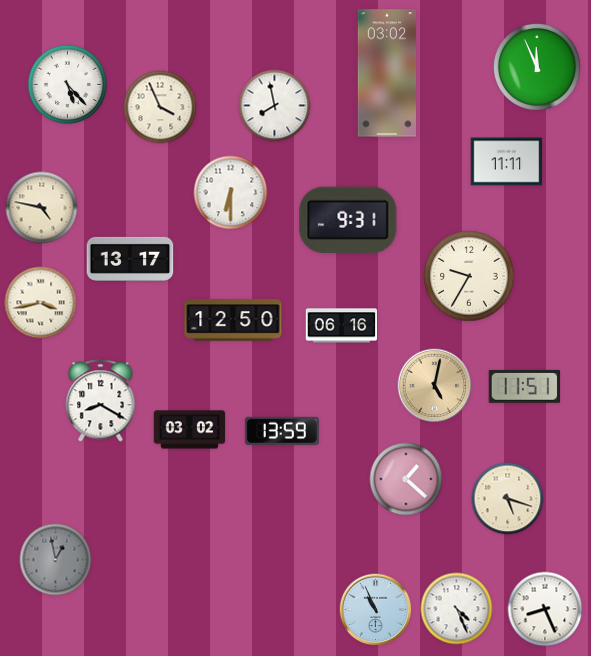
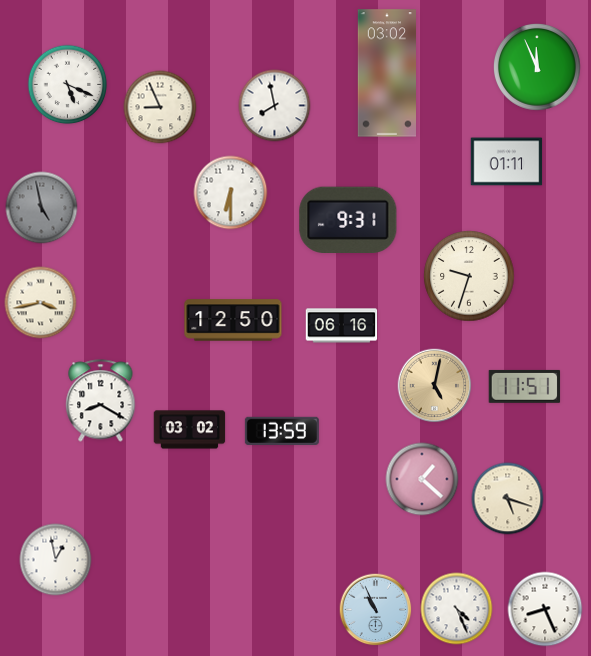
clock at (68, 85): 5:23 -> 5:19
clock at (160, 107): 3:56 -> 8:56
clock at (507, 162): 11:11 -> 01:11
clock at (42, 208): 4:47 -> 4:58
clock at (42, 208) dial: cream -> grey
clock at (130, 259): 13:17 -> none
clock at (469, 276): 9:35 -> 9:33
clock at (406, 479) position: (406, 479) -> (422, 479)
clock at (56, 560) dial: grey -> white
